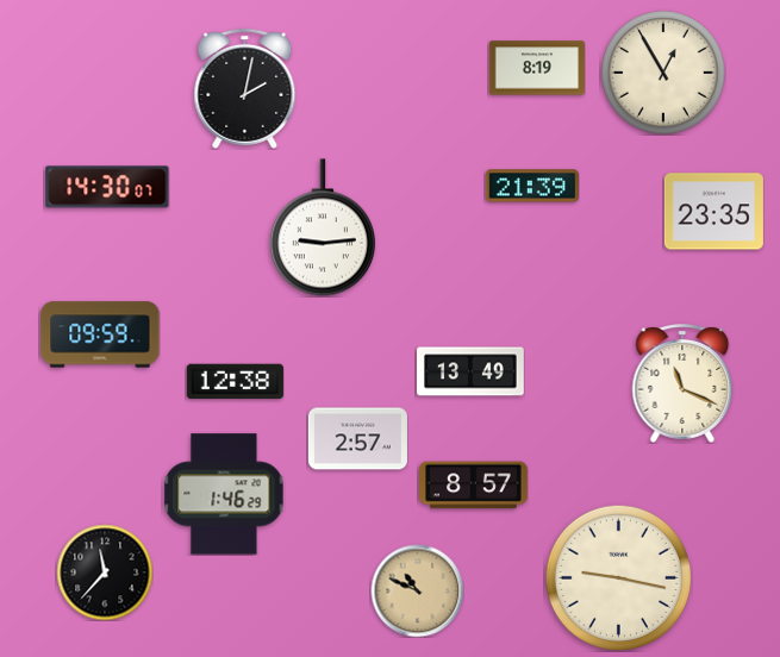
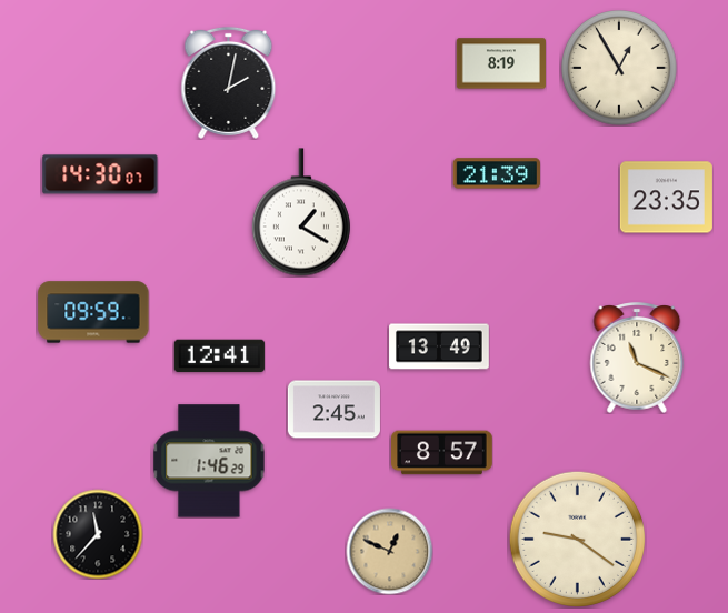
clock at (323, 227): 9:14 -> 1:20
clock at (235, 382): 12:38 -> 12:41
clock at (357, 439): 2:57 -> 2:45
clock at (618, 577): 9:17 -> 9:21
clock at (417, 590): 10:49 -> 12:49
